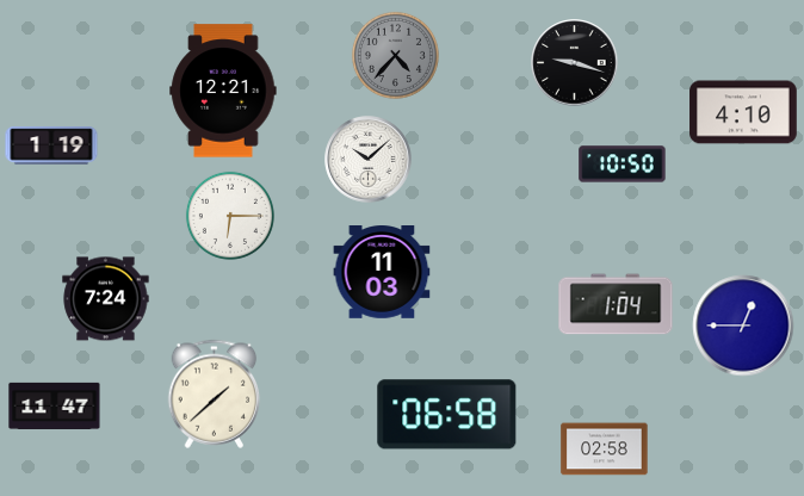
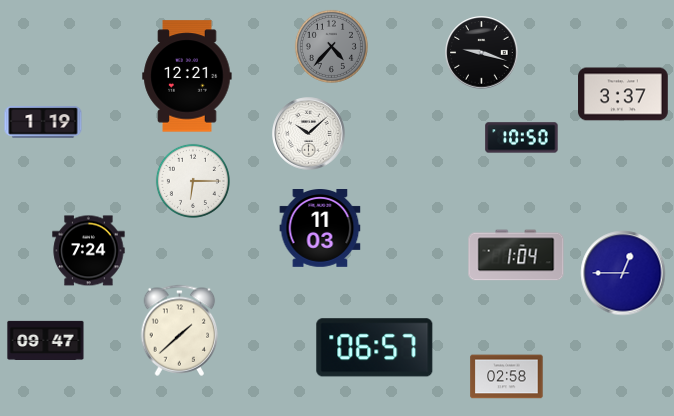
clock at (743, 112): 4:10 -> 3:37
clock at (55, 405): 11:47 -> 09:47
clock at (447, 415): 06:58 -> 06:57
